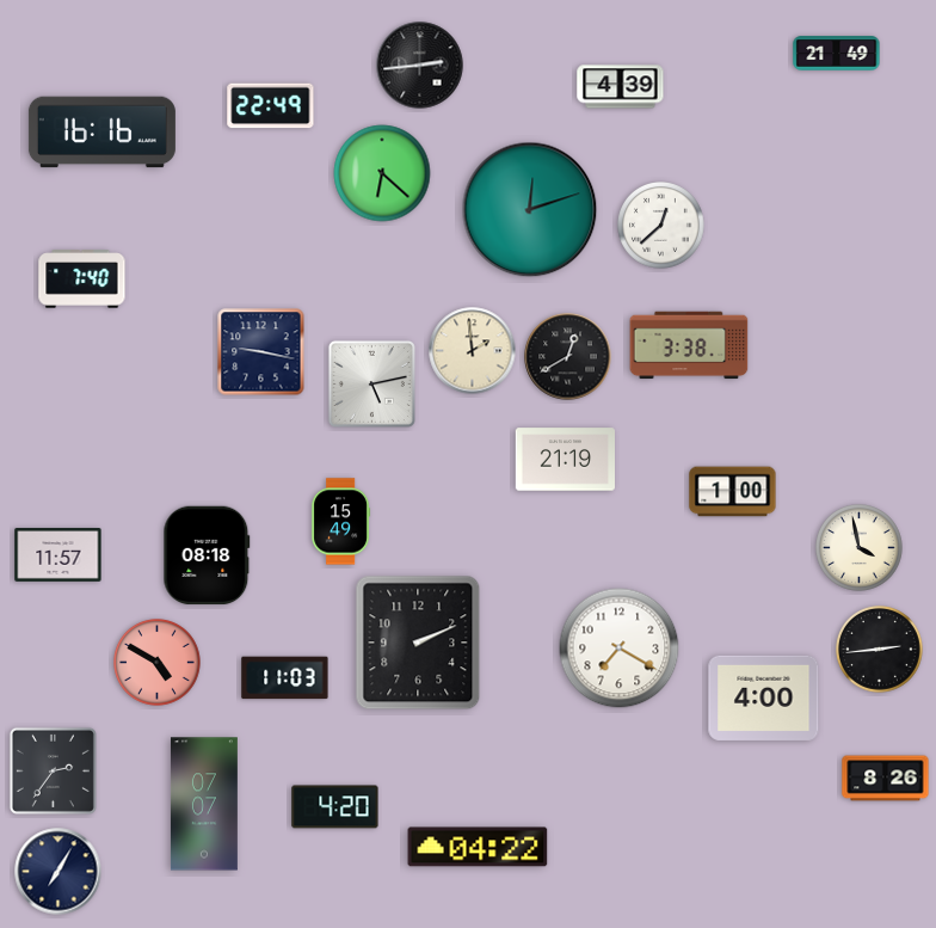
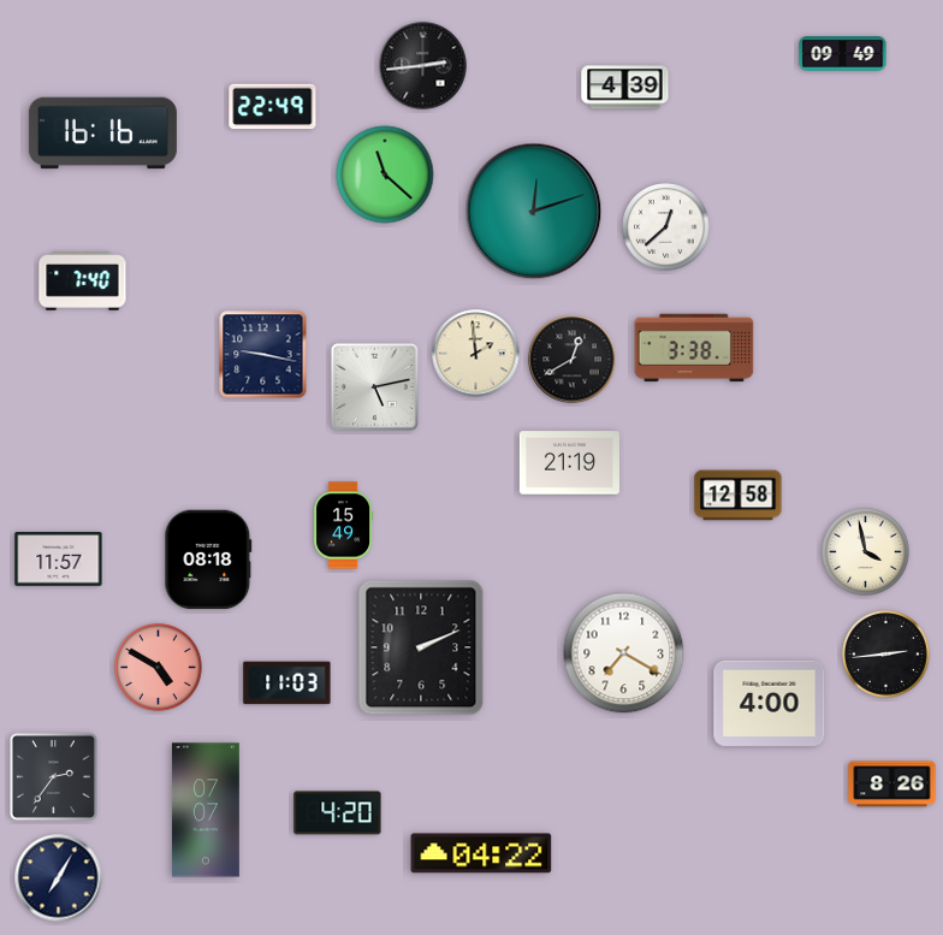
clock at (837, 54): 21:49 -> 09:49
clock at (382, 173): 6:22 -> 11:22
clock at (733, 492): 1:00 -> 12:58
